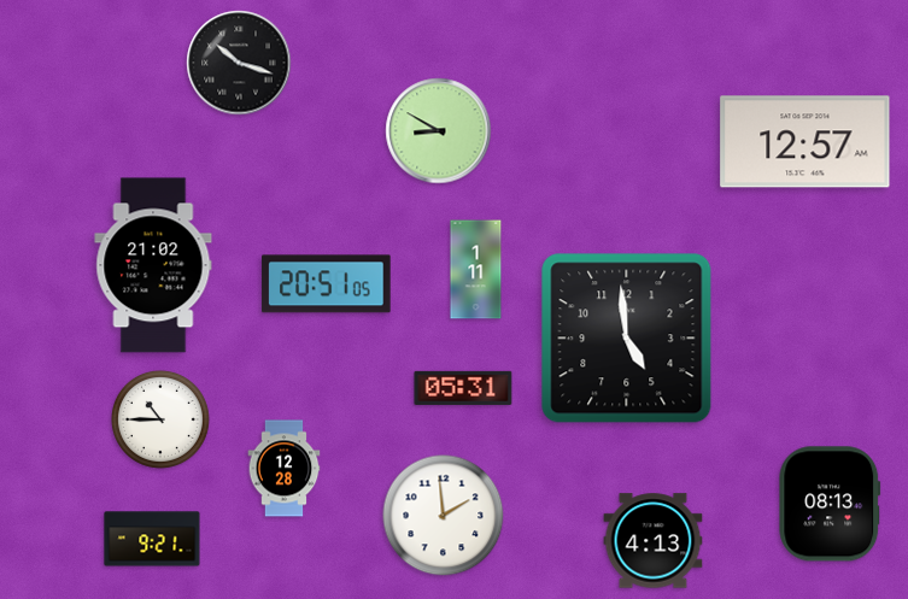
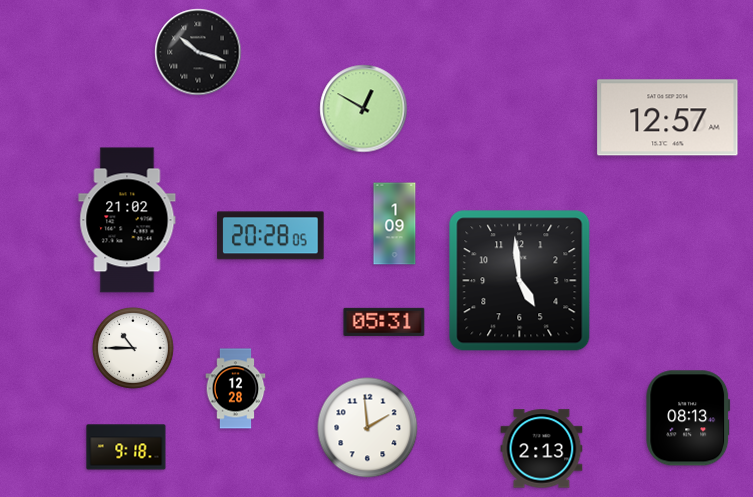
clock at (439, 131): 8:50 -> 12:50
clock at (476, 270): 1:11 -> 1:09
clock at (327, 284): 20:51 -> 20:28
clock at (152, 539): 9:21 -> 9:18
clock at (654, 541): 4:13 -> 2:13
